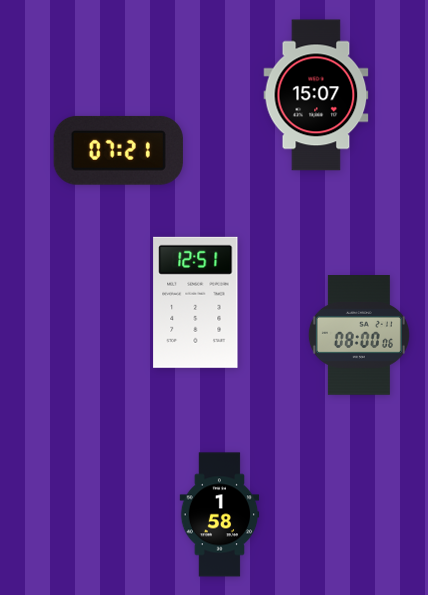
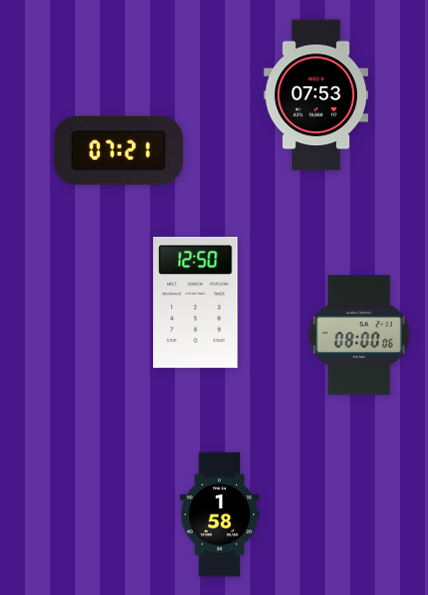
clock at (316, 95): 15:07 -> 07:53
clock at (196, 302): 12:51 -> 12:50
